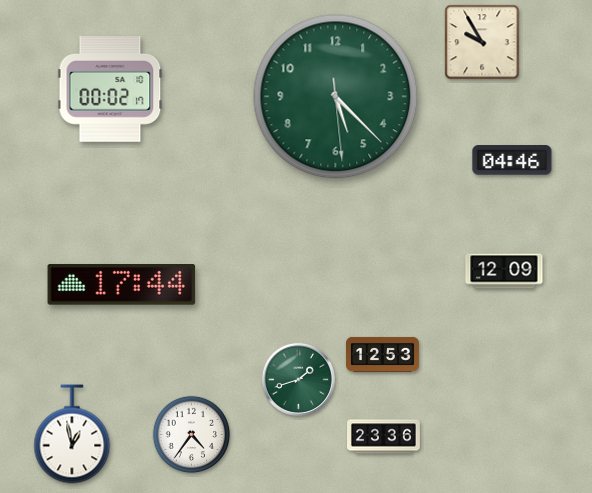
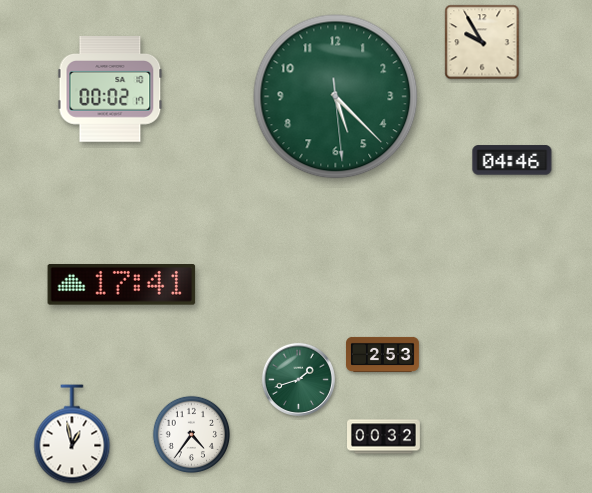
clock at (504, 271): 12:09 -> none
clock at (122, 285): 17:44 -> 17:41
clock at (383, 354): 12:53 -> 2:53
clock at (384, 437): 23:36 -> 00:32
